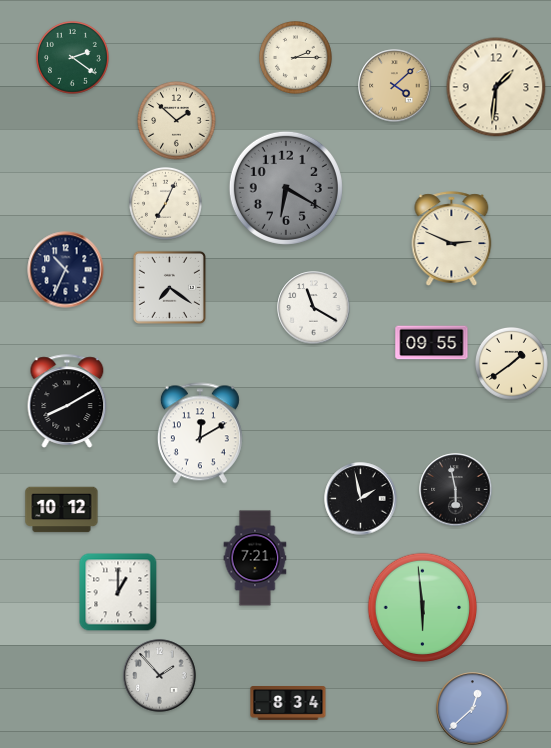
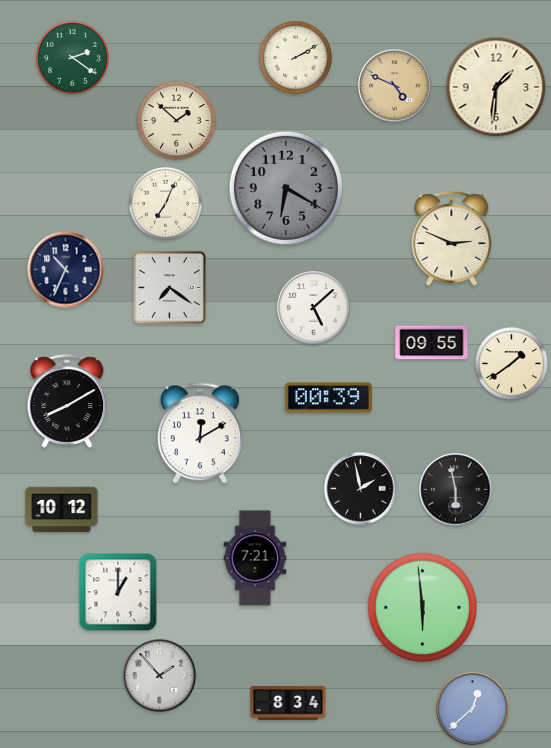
clock at (296, 58): 2:15 -> 2:10
clock at (395, 86): 4:08 -> 4:49
clock at (314, 308): 11:20 -> 5:08
clock at (328, 398): none -> 00:39
clock at (361, 499) position: (361, 499) -> (361, 489)
